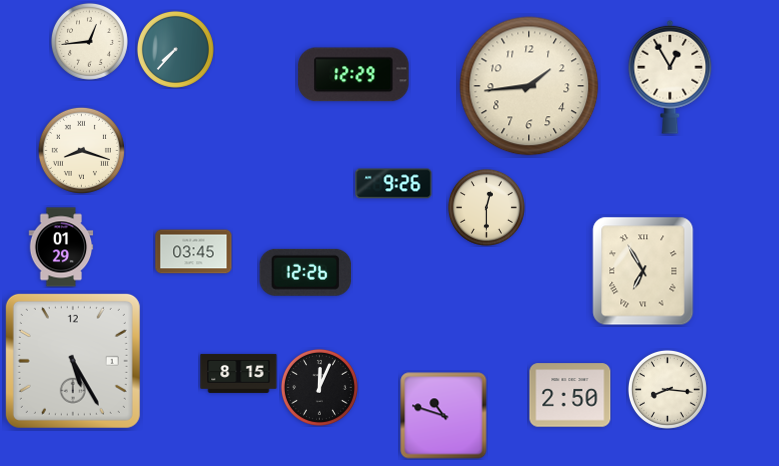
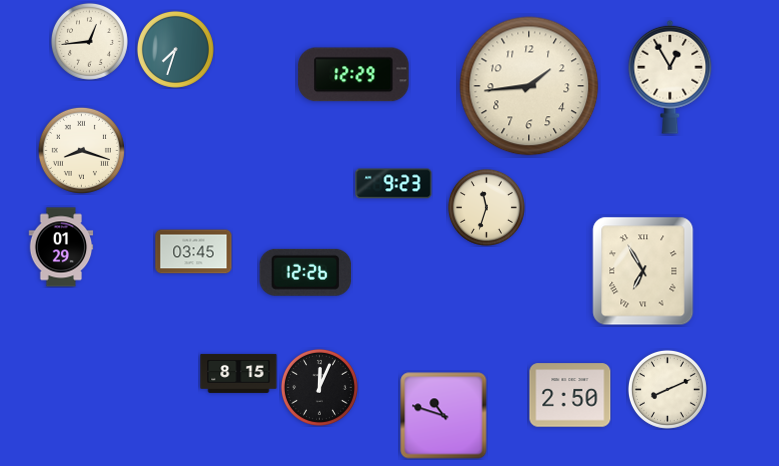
clock at (175, 49): 7:37 -> 7:33
clock at (394, 184): 9:26 -> 9:23
clock at (486, 207): 12:30 -> 11:33
clock at (73, 361): 5:25 -> none
clock at (667, 389): 8:16 -> 8:11
